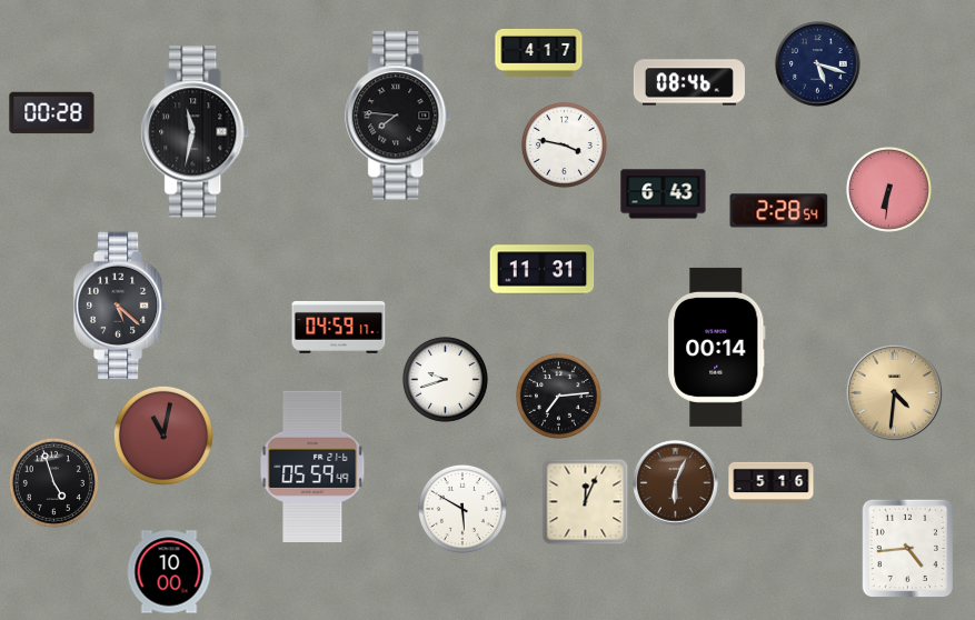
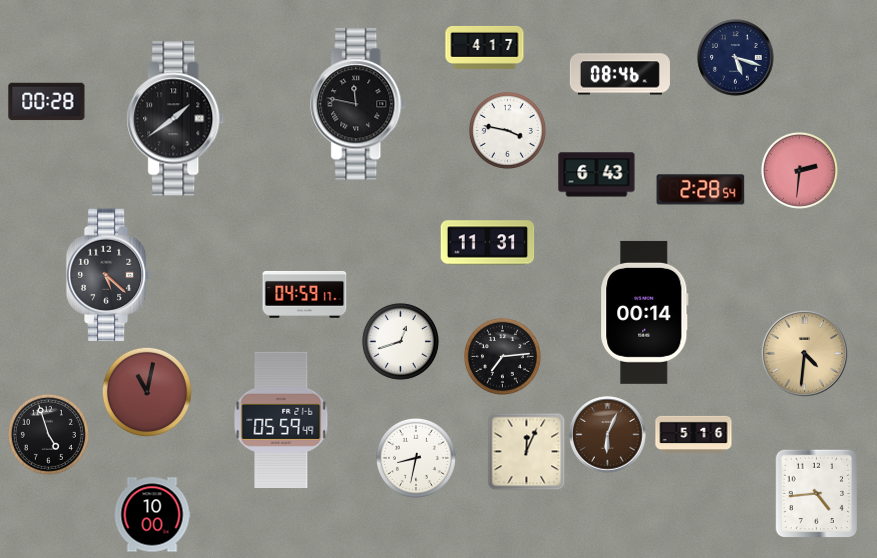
clock at (399, 116): 7:46 -> 11:47
clock at (196, 132): 11:32 -> 1:39
clock at (888, 189): 6:31 -> 2:31
clock at (445, 379): 9:42 -> 12:42
clock at (462, 509): 5:50 -> 8:32
